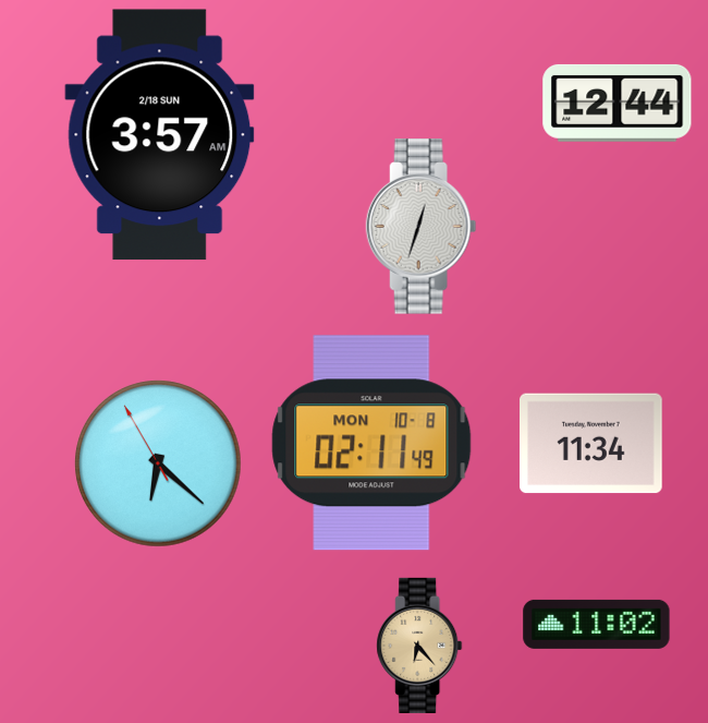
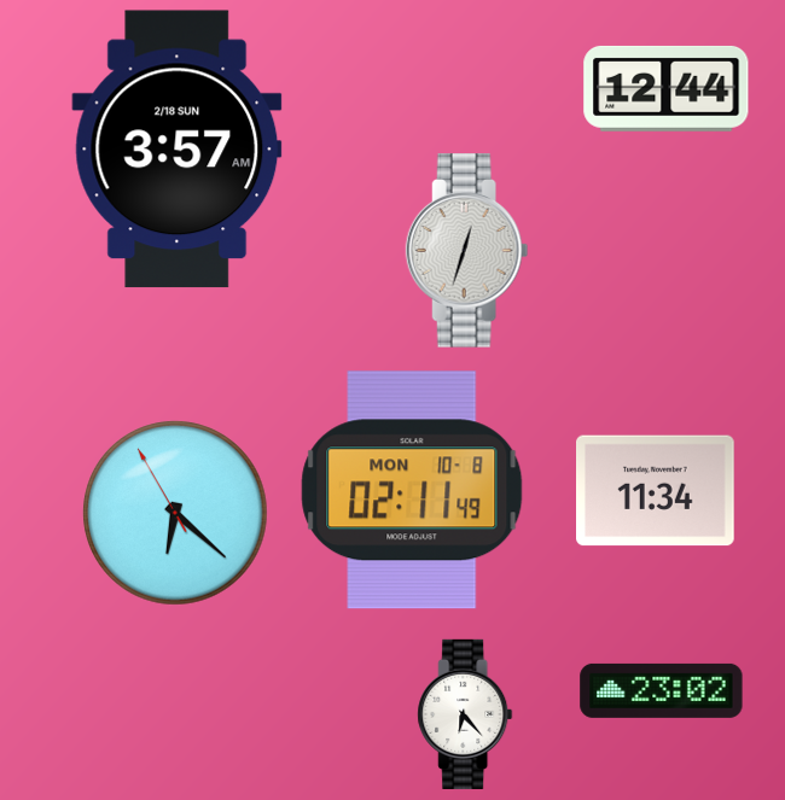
clock at (618, 103) position: (618, 103) -> (667, 88)
clock at (597, 624): 11:02 -> 23:02
clock at (419, 646) dial: champagne -> white
